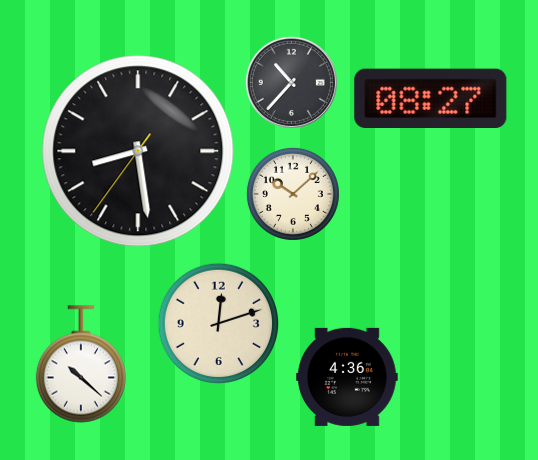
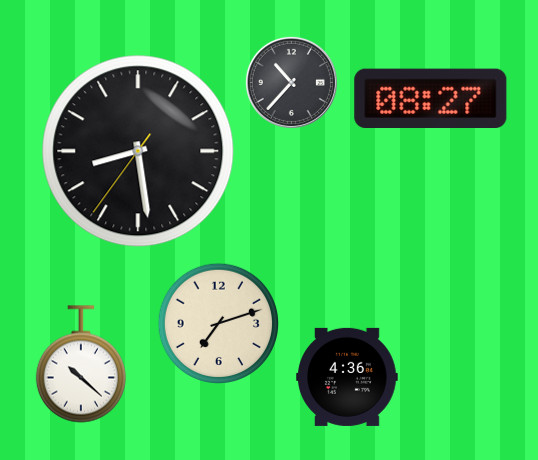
clock at (293, 194): 10:08 -> none
clock at (218, 323): 12:12 -> 7:12
